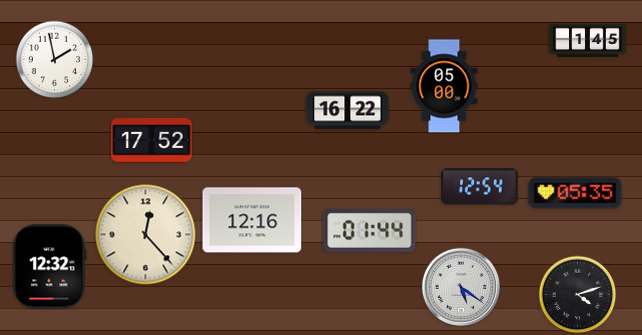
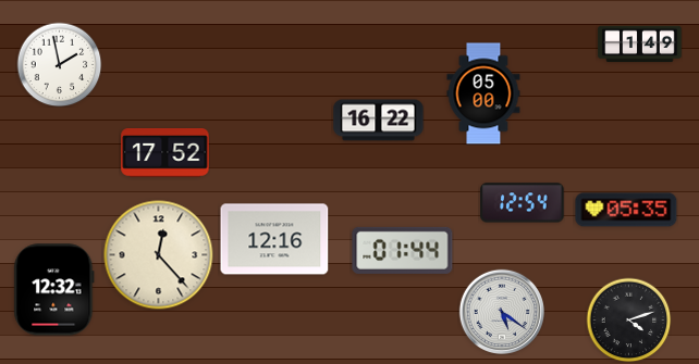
clock at (588, 41): 1:45 -> 1:49
